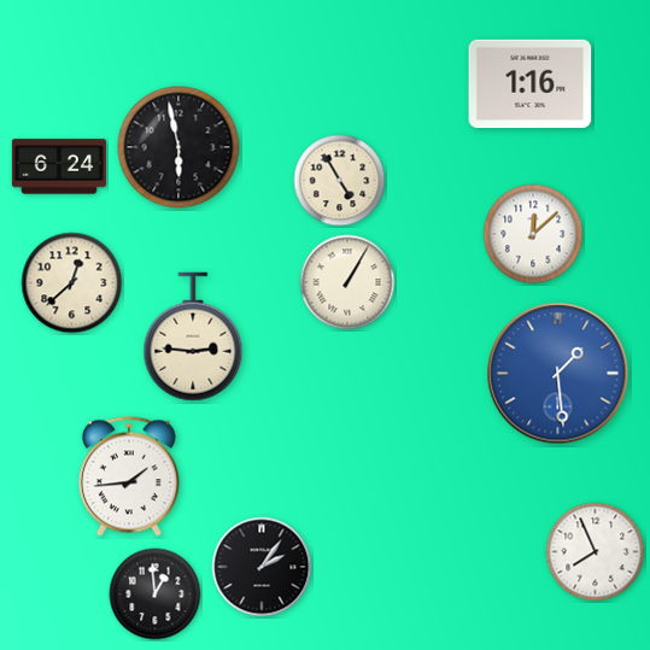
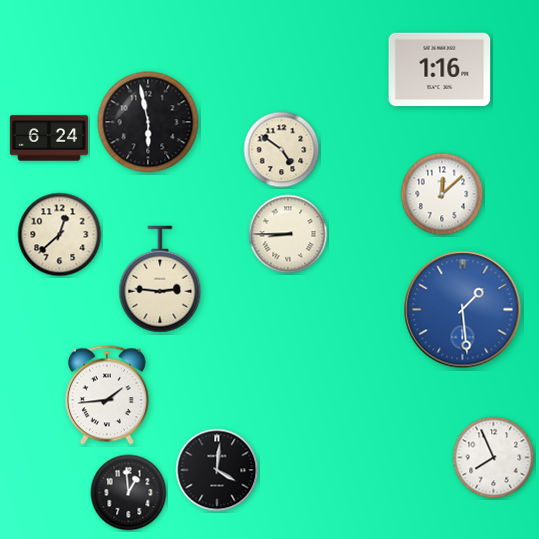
clock at (340, 181): 4:55 -> 4:51
clock at (347, 282): 1:05 -> 8:45
clock at (262, 567): 2:06 -> 4:01
